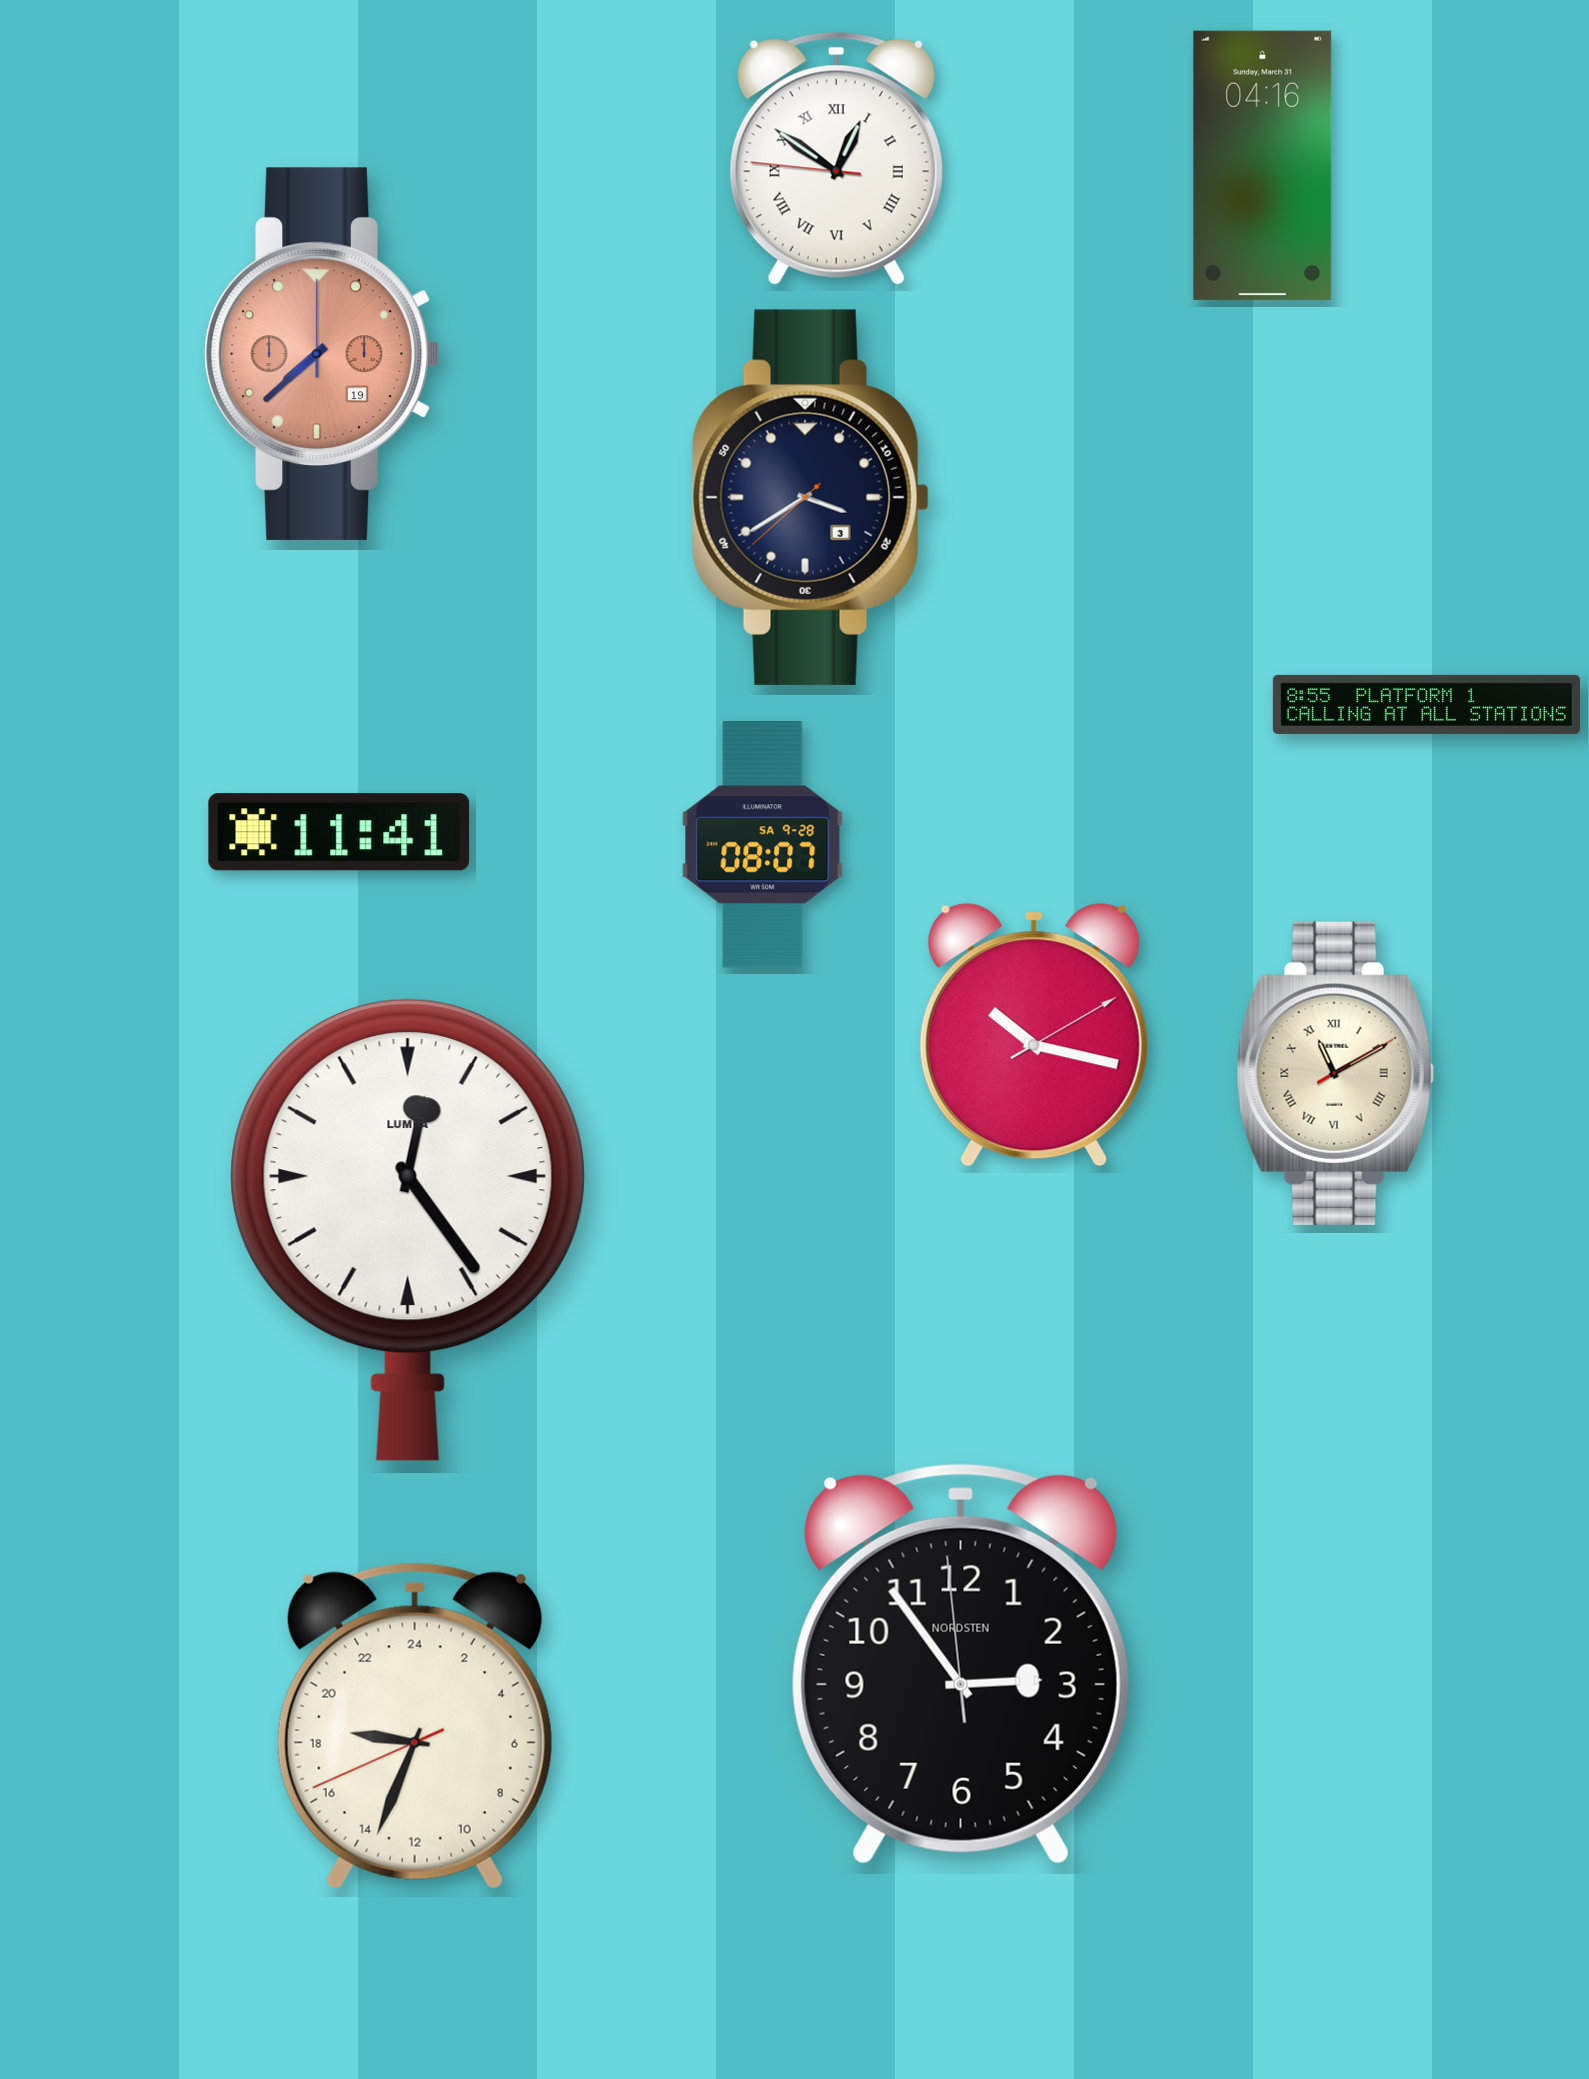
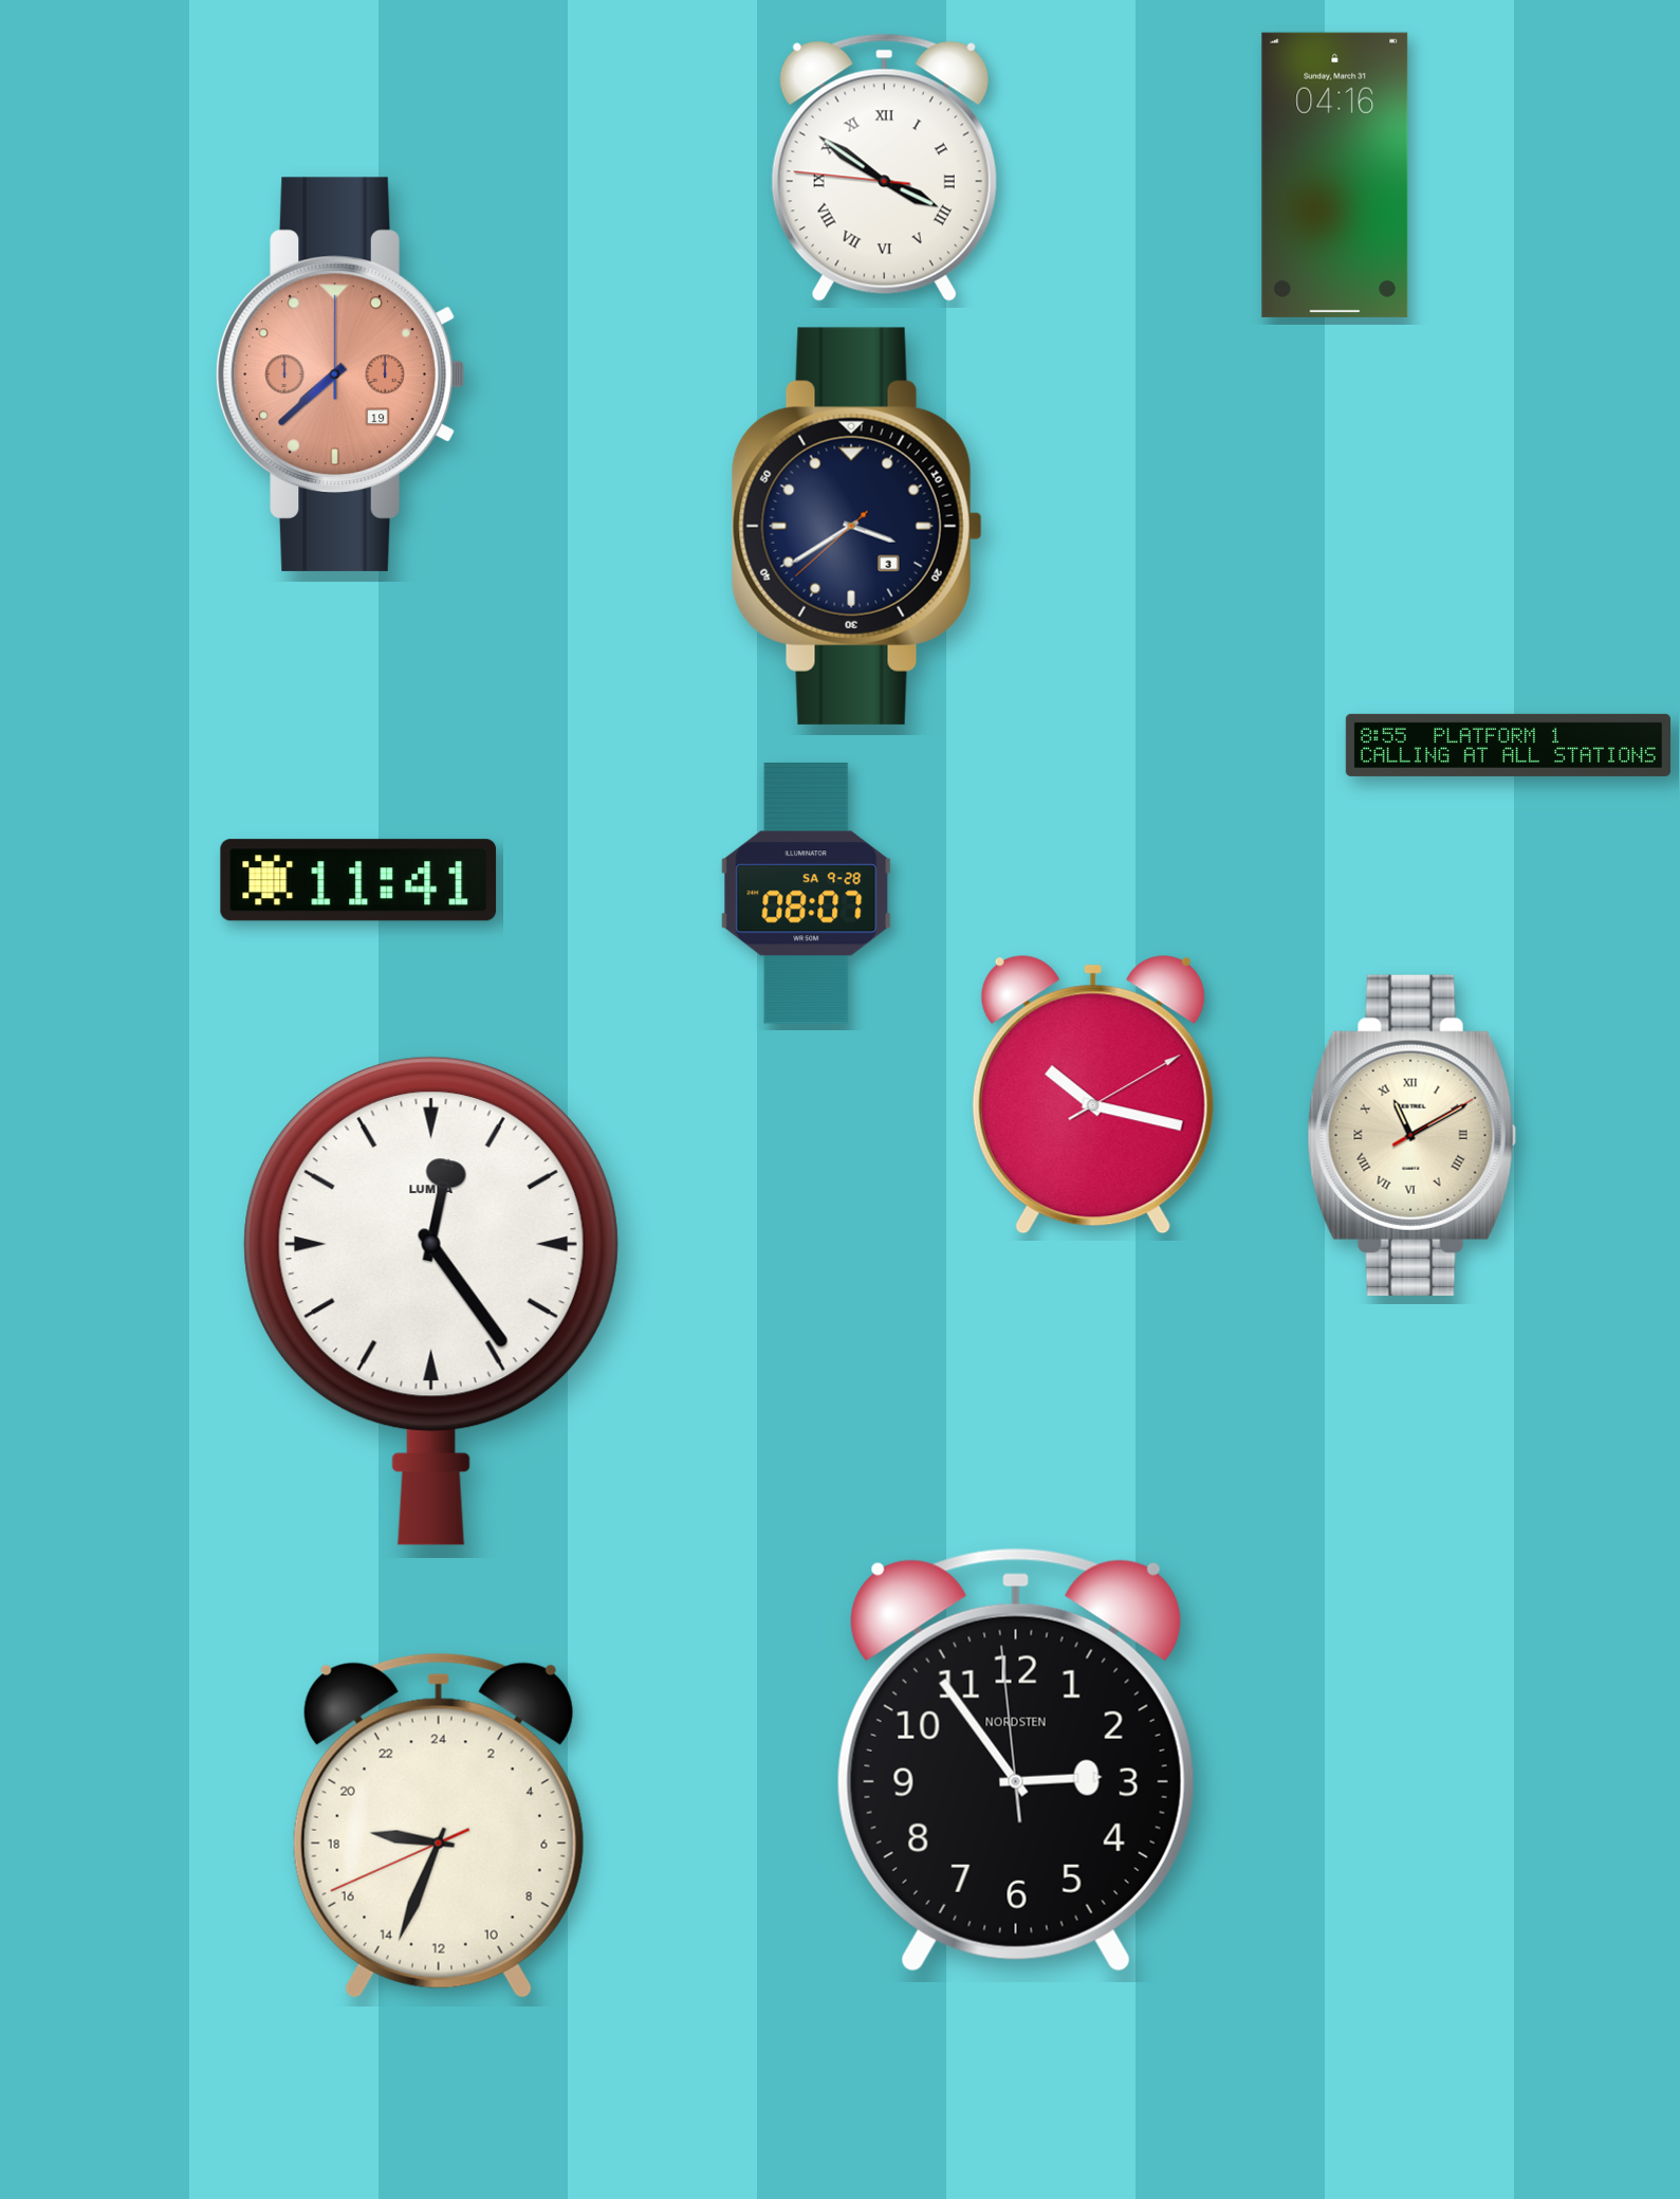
clock at (836, 158): 12:50 -> 3:50
